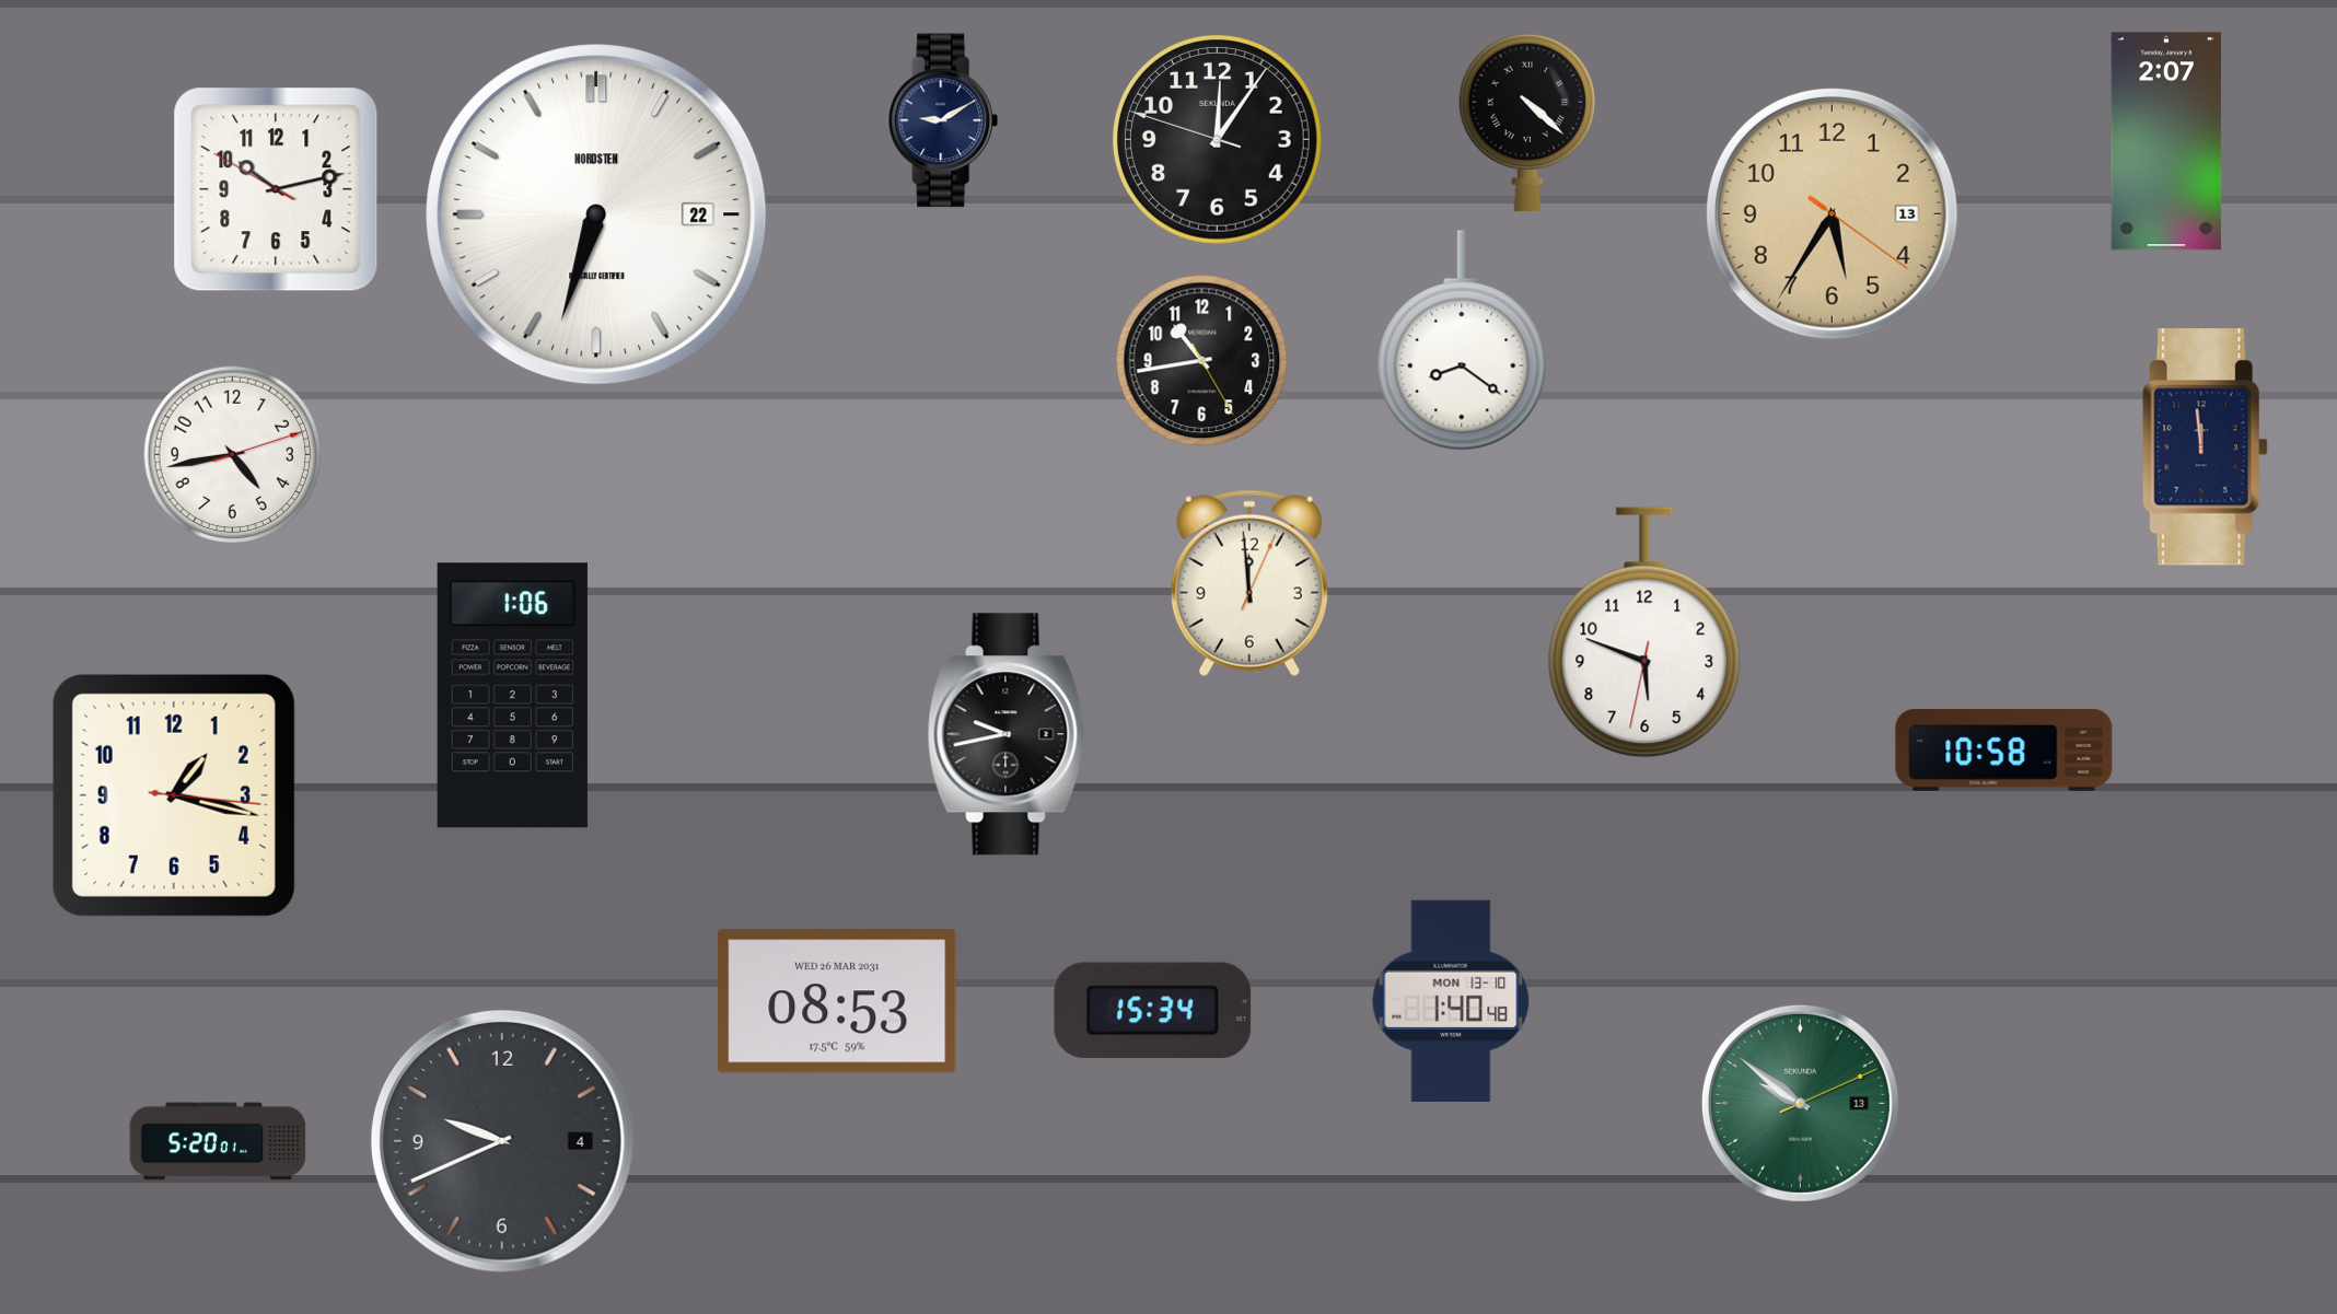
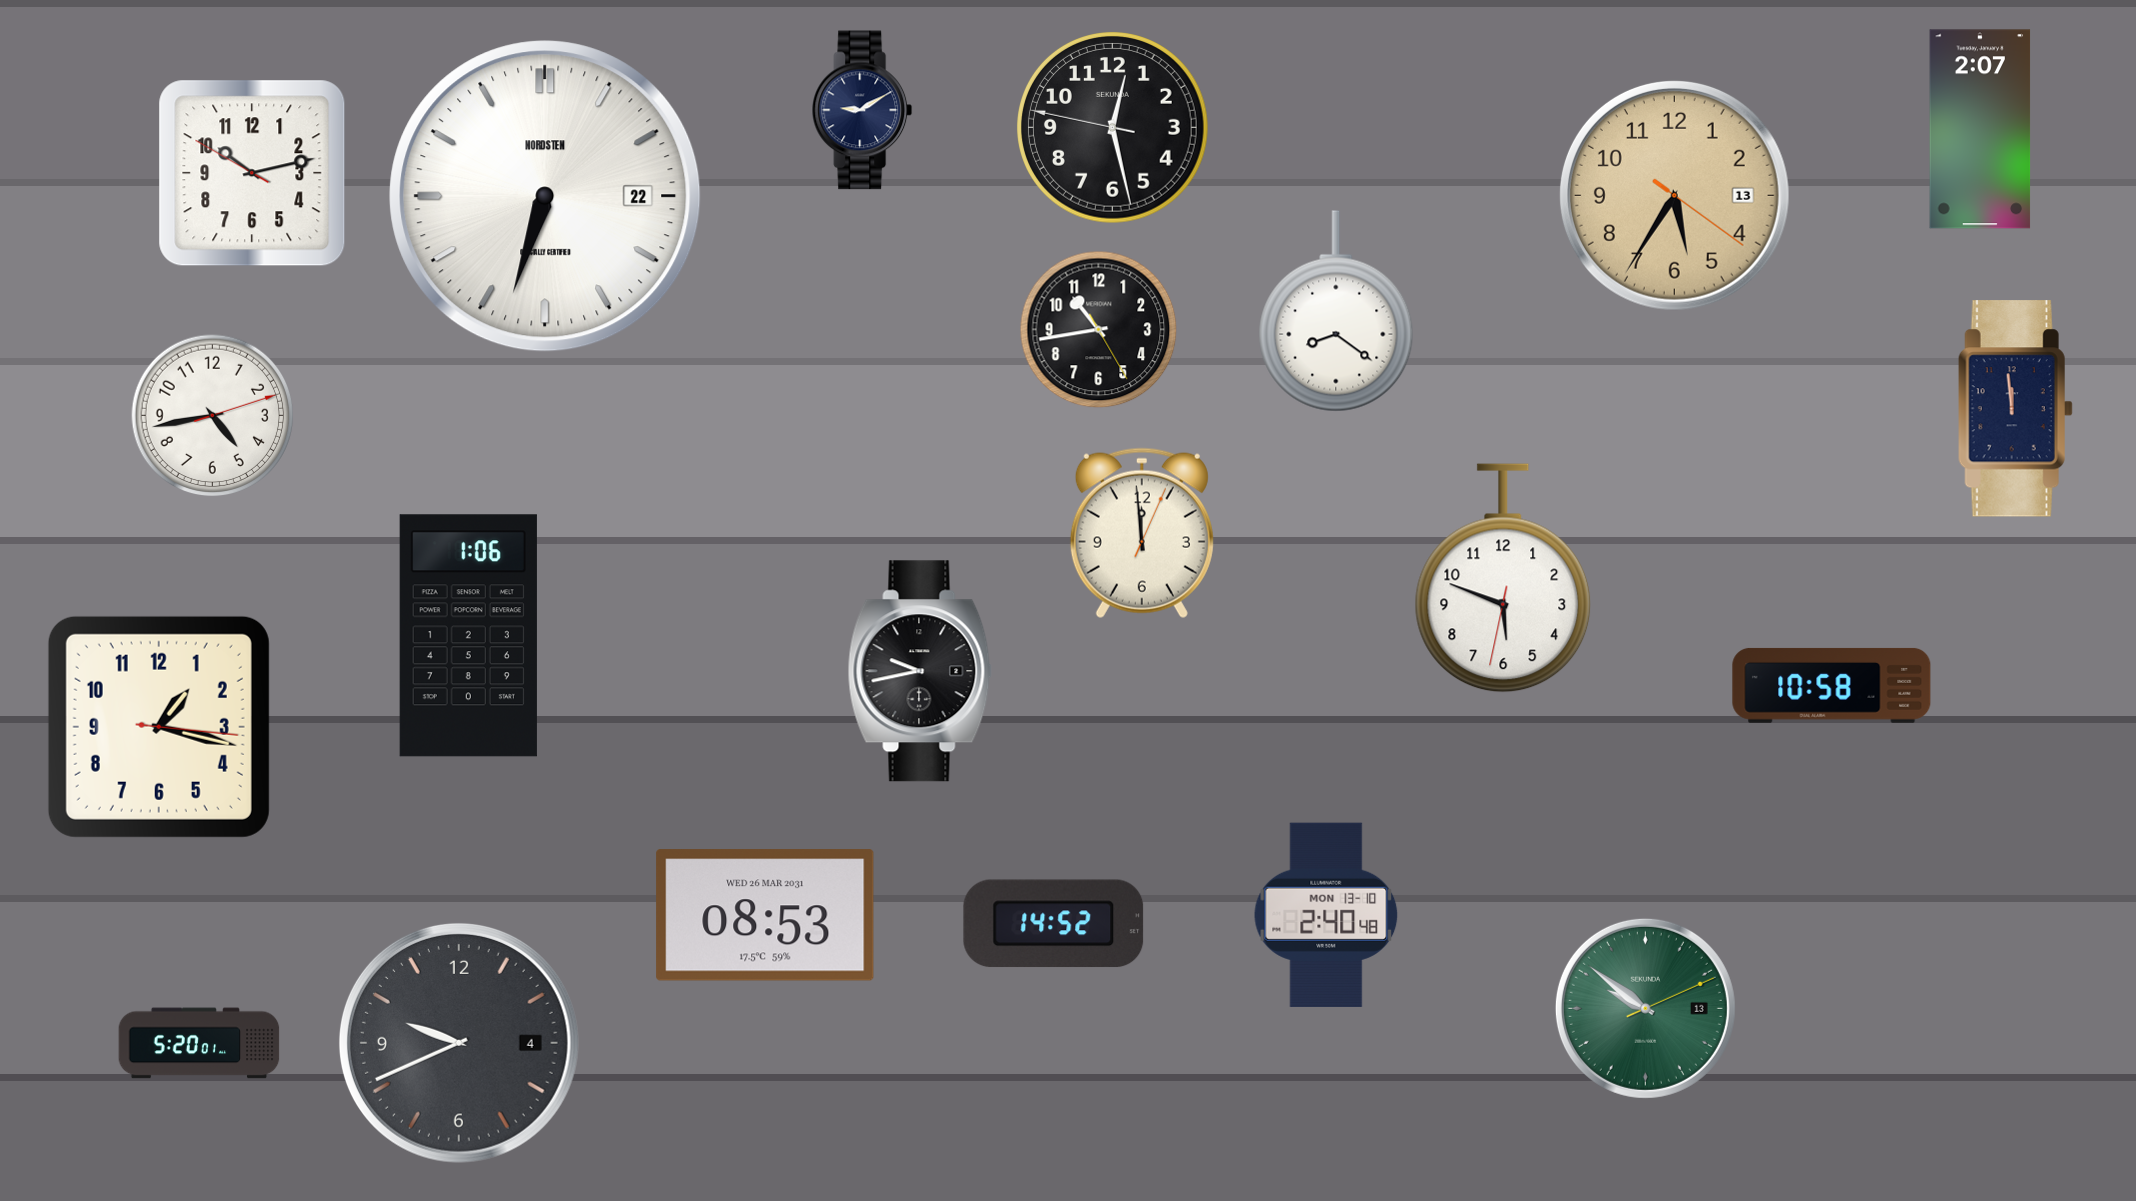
clock at (1527, 123): 4:22 -> none
clock at (1218, 140): 12:05 -> 12:27
clock at (1451, 1001): 1:40 -> 2:40
clock at (1153, 1011): 15:34 -> 14:52
